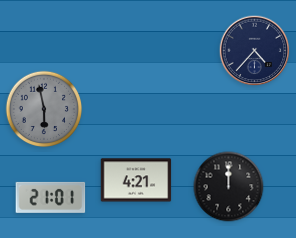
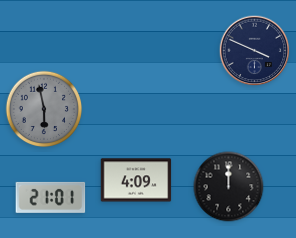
clock at (255, 51): 4:37 -> 3:49
clock at (136, 180): 4:21 -> 4:09
